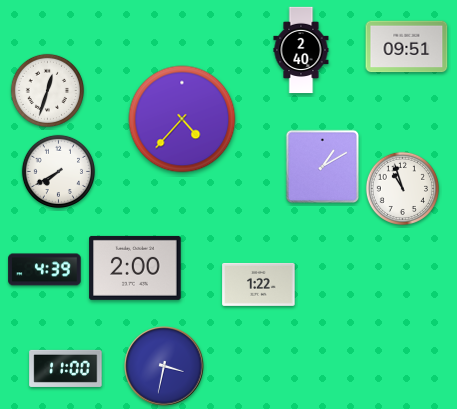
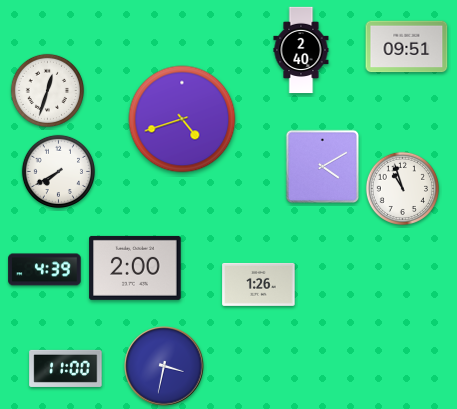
clock at (182, 119): 4:37 -> 4:42
clock at (323, 167): 1:10 -> 4:10
clock at (259, 284): 1:22 -> 1:26
